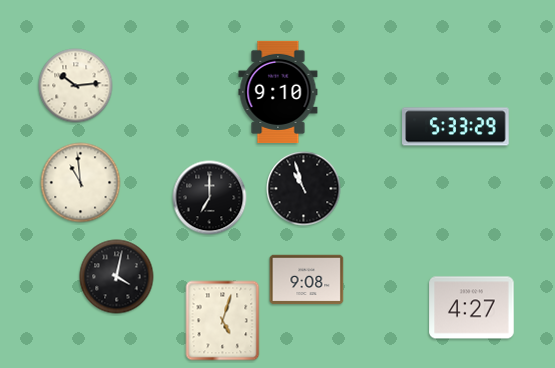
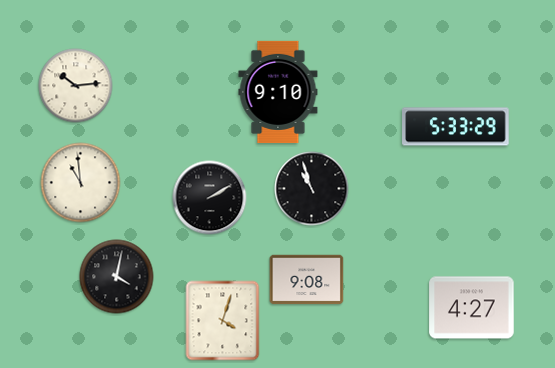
clock at (304, 189) position: (304, 189) -> (312, 189)
clock at (210, 198): 7:00 -> 2:10
clock at (223, 321): 5:03 -> 4:03
